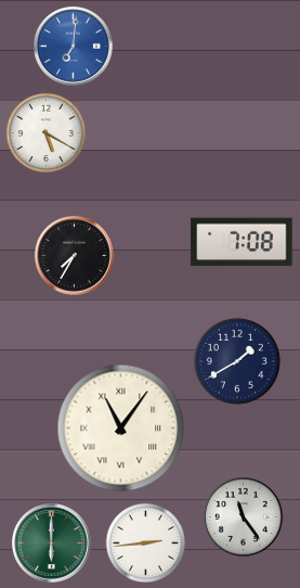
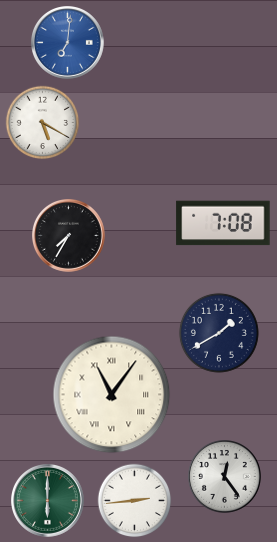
clock at (244, 517): 11:24 -> 12:24
